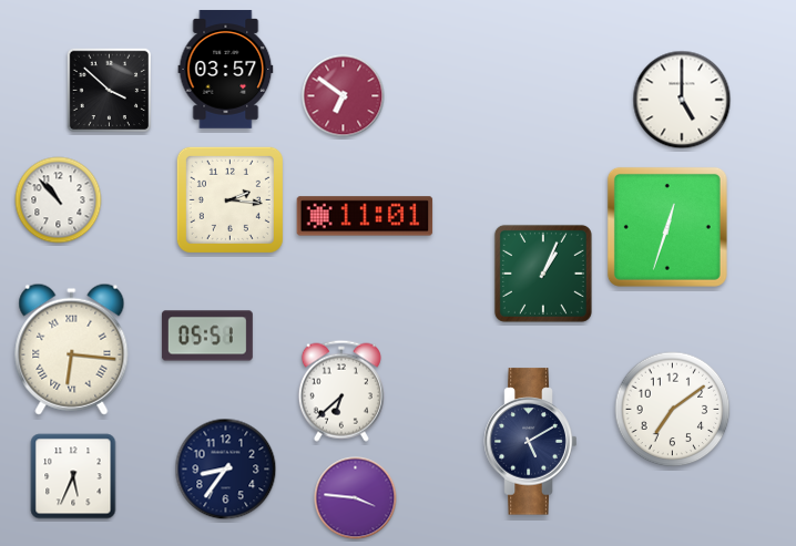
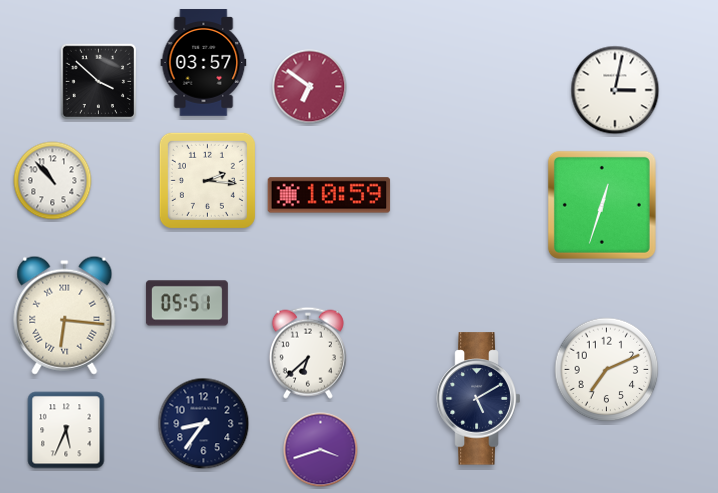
clock at (682, 100): 5:00 -> 3:02
clock at (365, 216): 11:01 -> 10:59
clock at (543, 274): 1:04 -> none
clock at (673, 410): 7:09 -> 7:11
clock at (356, 498): 3:46 -> 3:42
